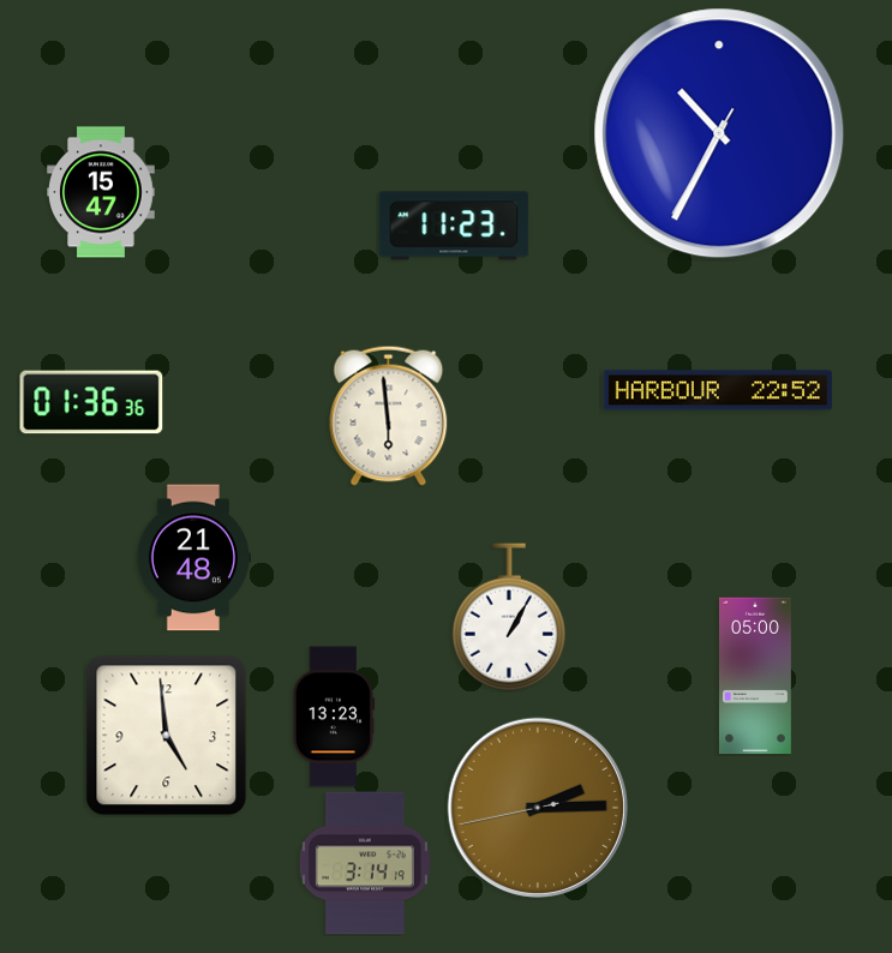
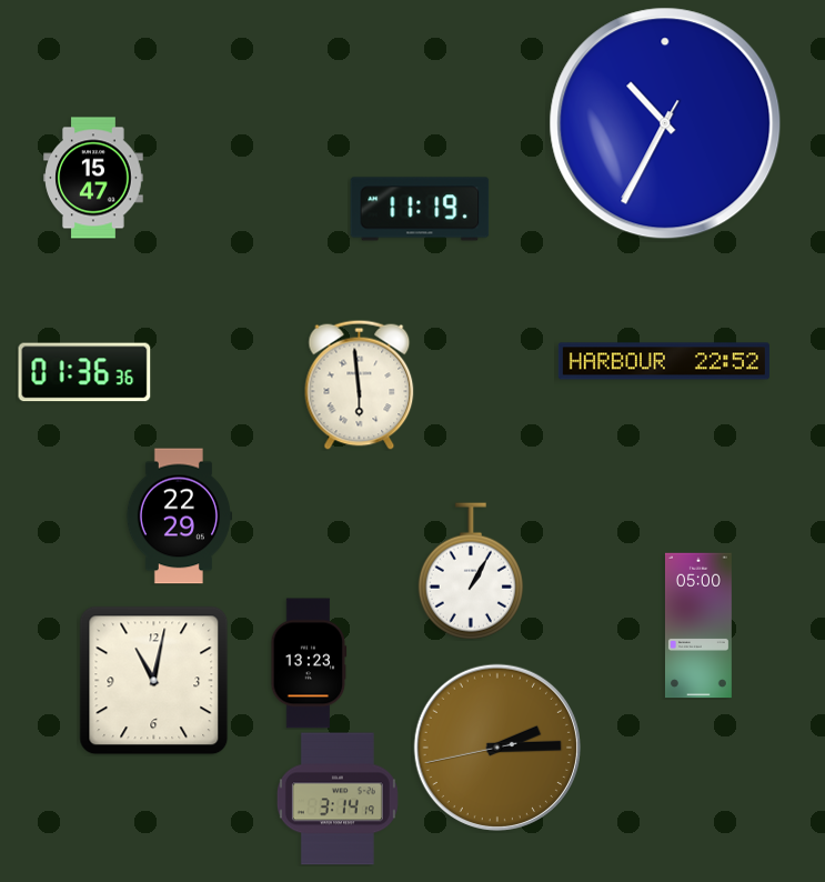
clock at (454, 226): 11:23 -> 11:19
clock at (192, 558): 21:48 -> 22:29
clock at (167, 736): 4:59 -> 11:02
